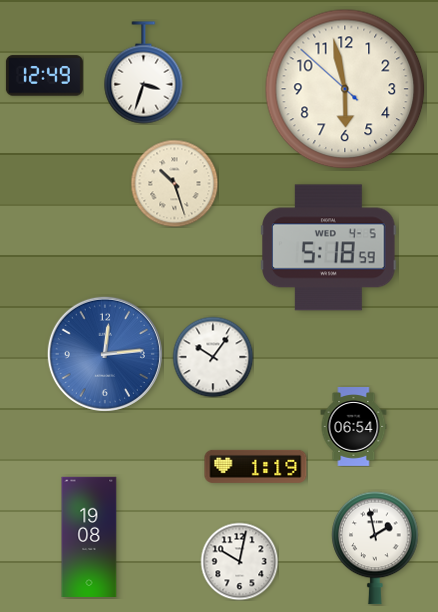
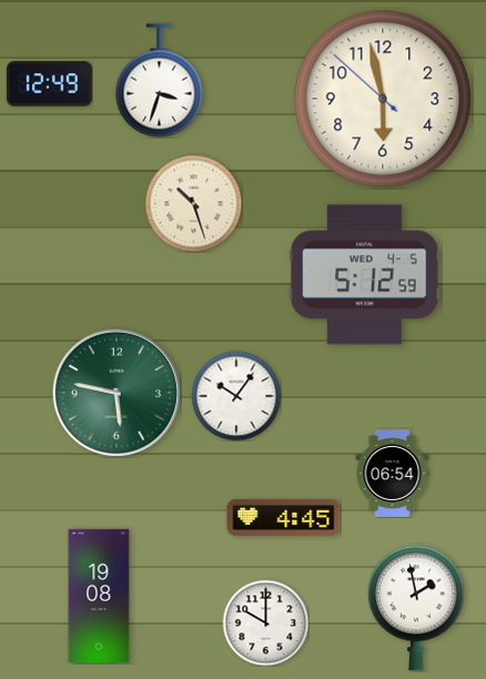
clock at (329, 248): 5:18 -> 5:12
clock at (105, 354): 12:14 -> 5:47
clock at (105, 354) dial: blue -> green
clock at (256, 466): 1:19 -> 4:45
clock at (239, 561): 10:02 -> 10:00
